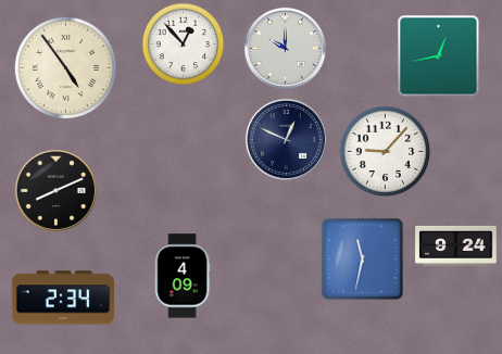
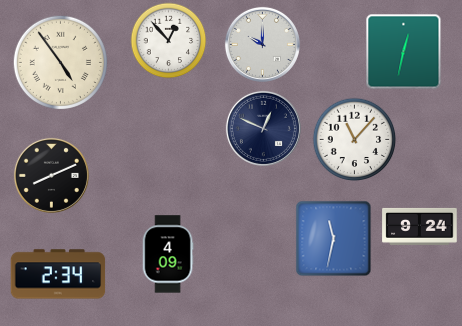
clock at (439, 56): 12:43 -> 12:32
clock at (386, 152): 9:07 -> 11:07
